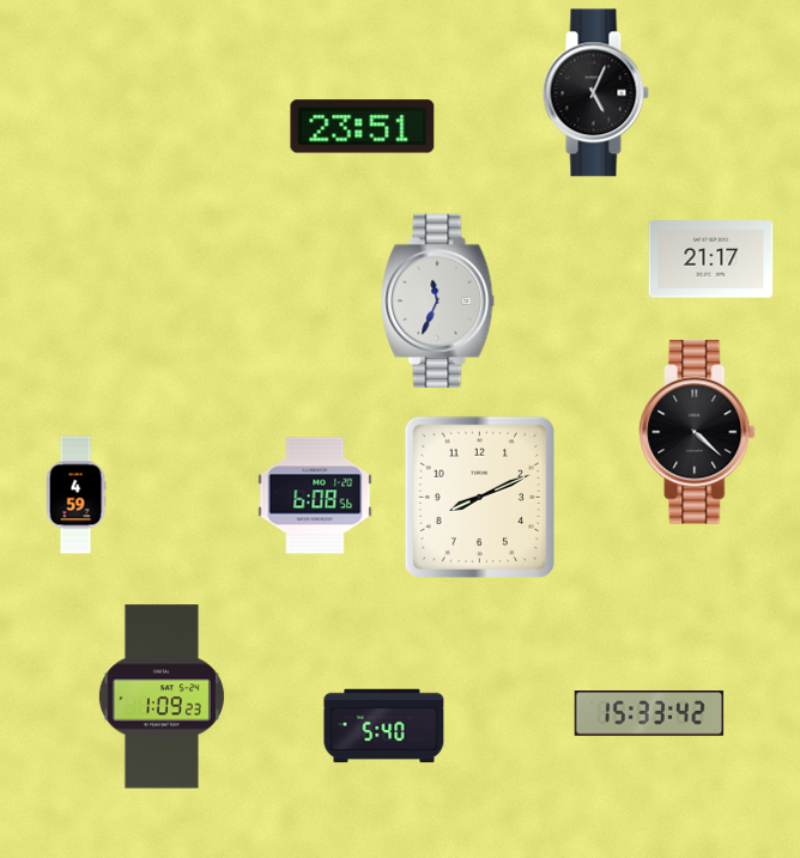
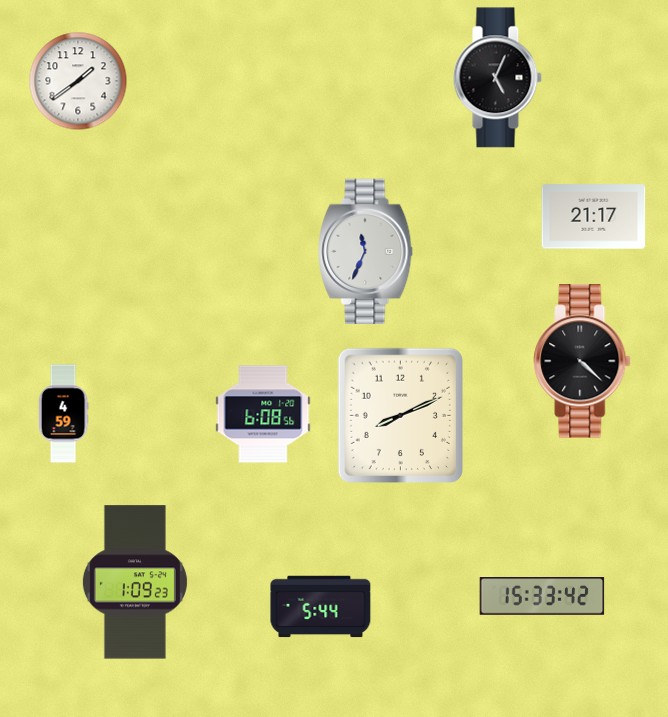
clock at (78, 81): none -> 1:39
clock at (363, 127): 23:51 -> none
clock at (384, 726): 5:40 -> 5:44
